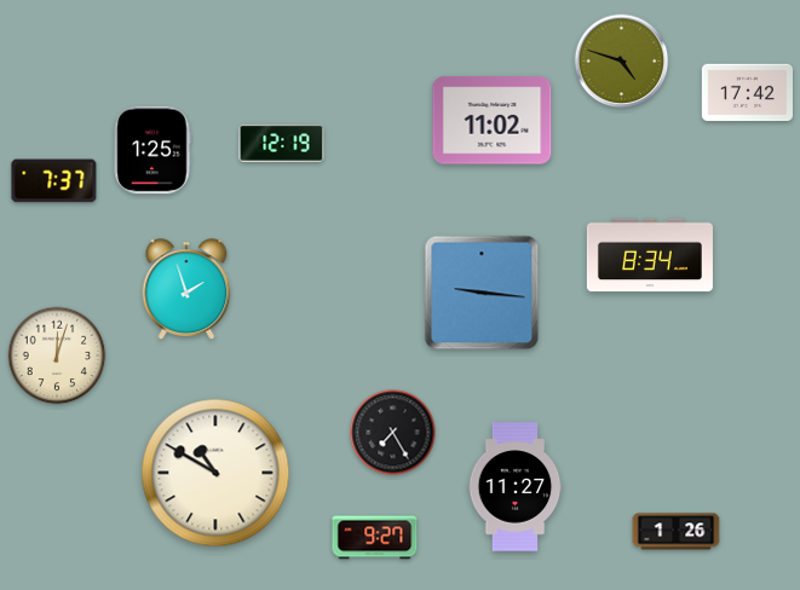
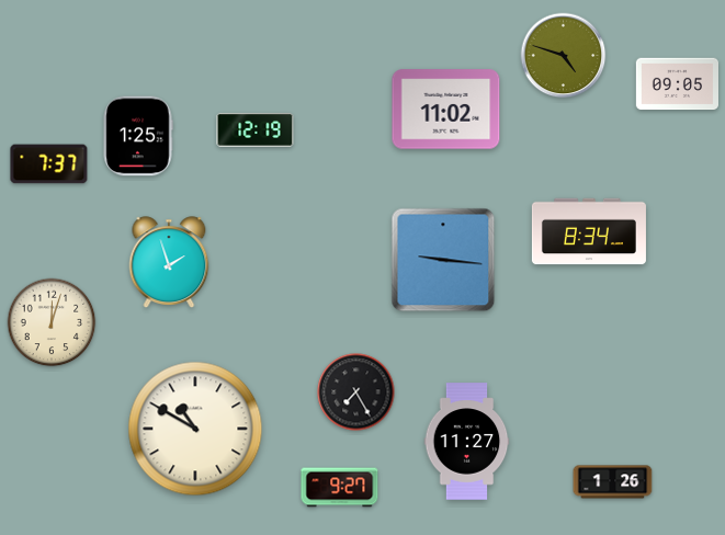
clock at (747, 93): 17:42 -> 09:05
clock at (482, 293) position: (482, 293) -> (443, 260)
